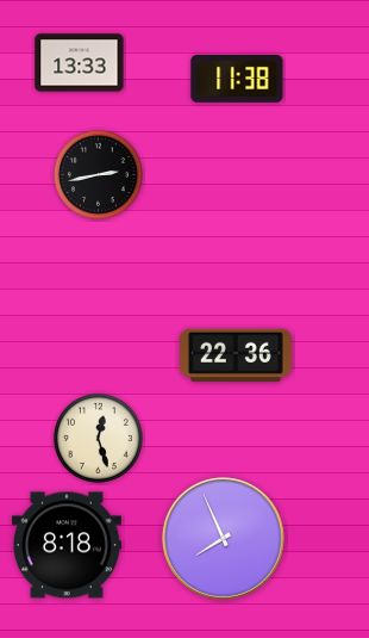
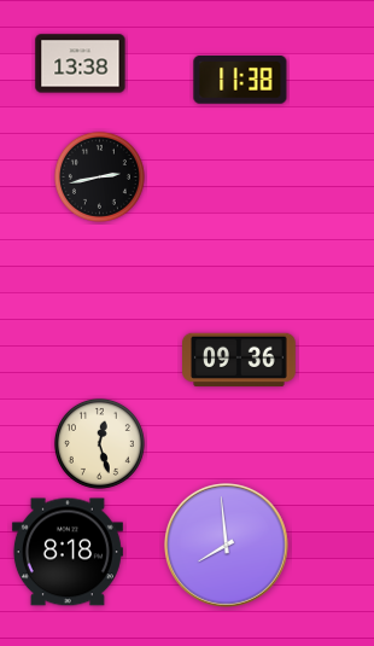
clock at (80, 63): 13:33 -> 13:38
clock at (237, 355): 22:36 -> 09:36
clock at (223, 538): 7:56 -> 7:59
